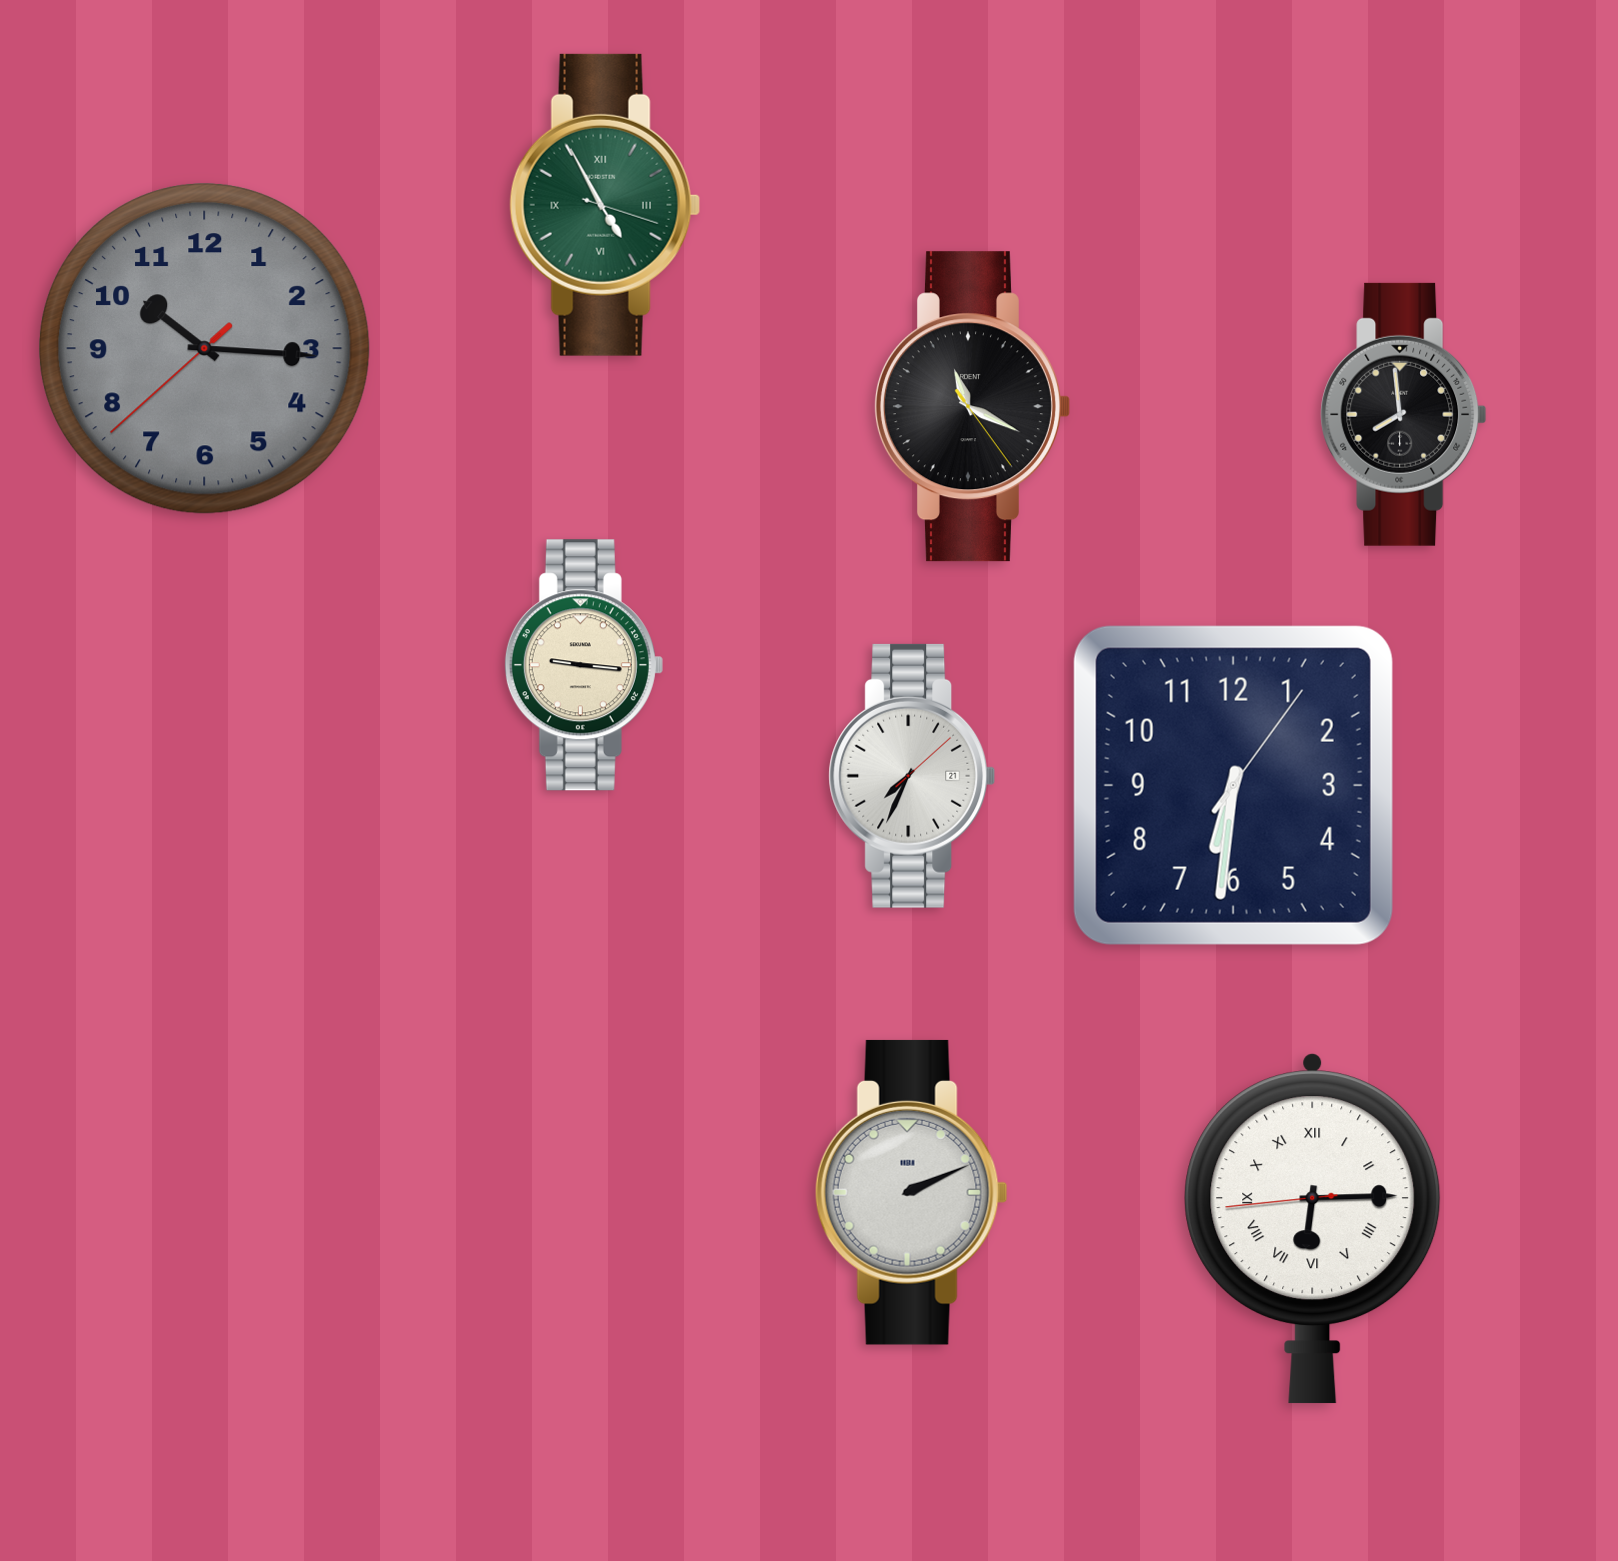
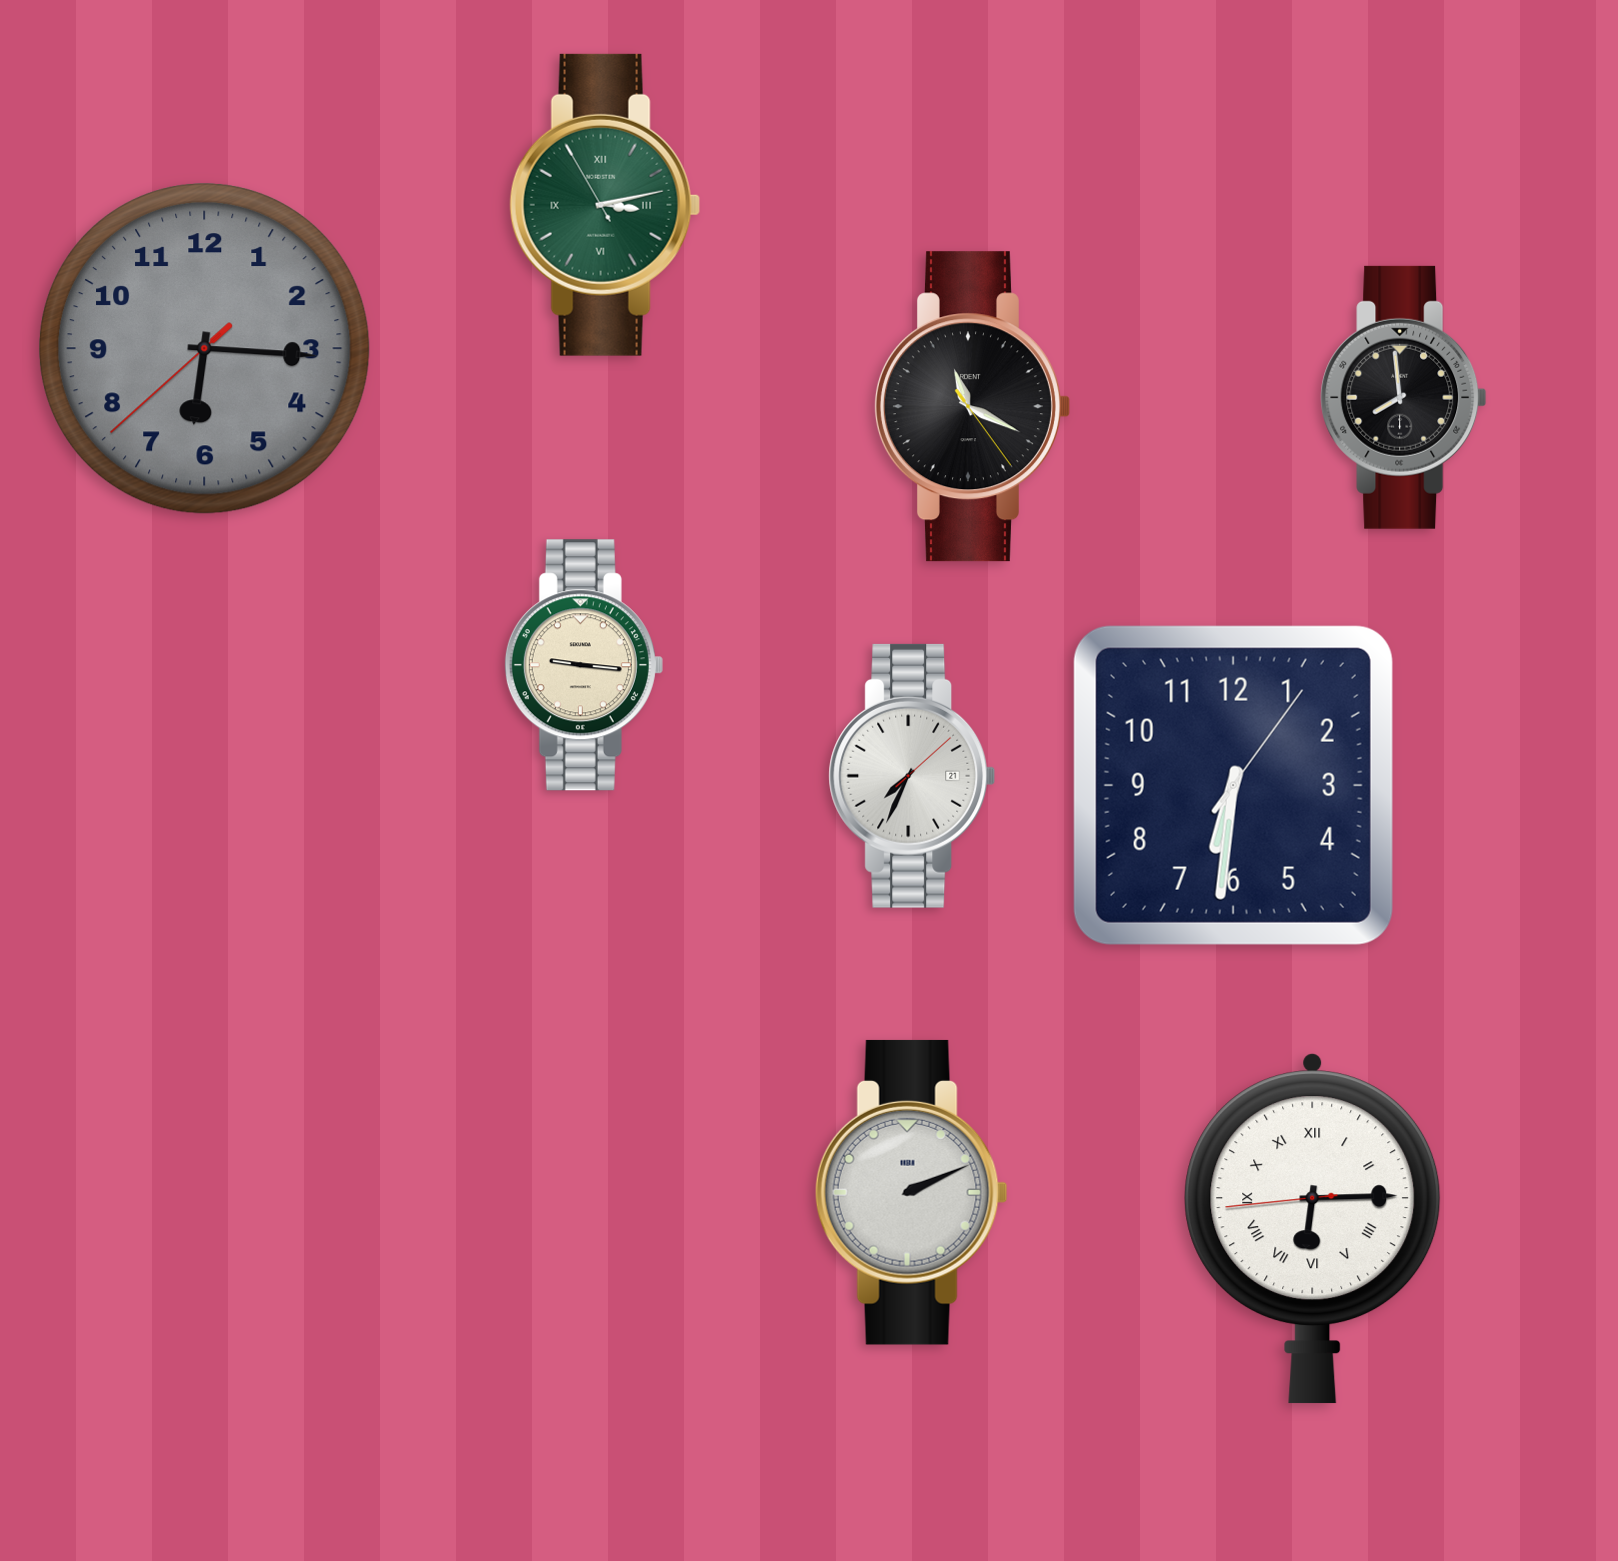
clock at (605, 205): 4:55 -> 3:12
clock at (204, 348): 10:15 -> 6:15
clock at (1404, 414) position: (1404, 414) -> (1404, 397)
